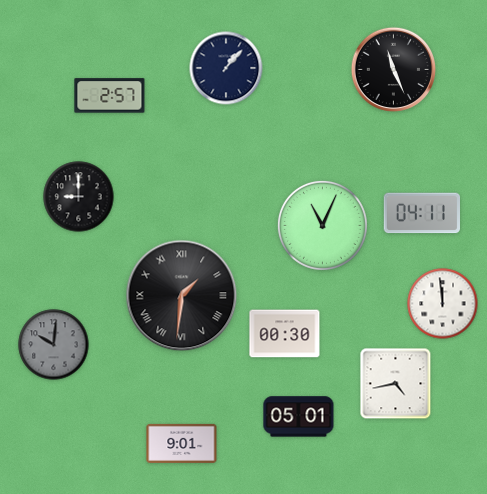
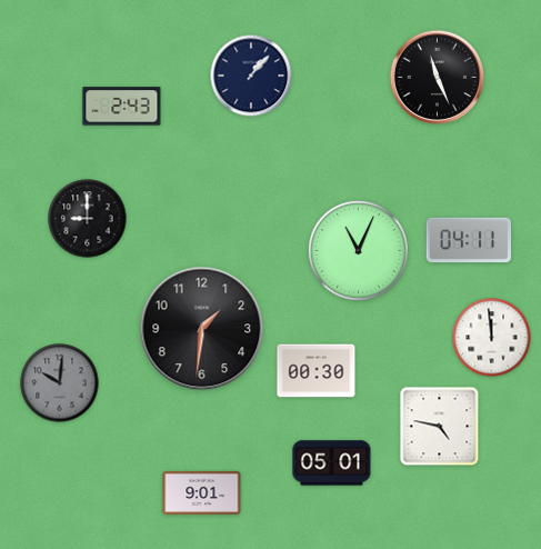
clock at (110, 96): 2:57 -> 2:43
clock at (421, 213) position: (421, 213) -> (468, 240)
clock at (182, 296) numerals: Roman -> Arabic
clock at (396, 384): 4:43 -> 4:47
